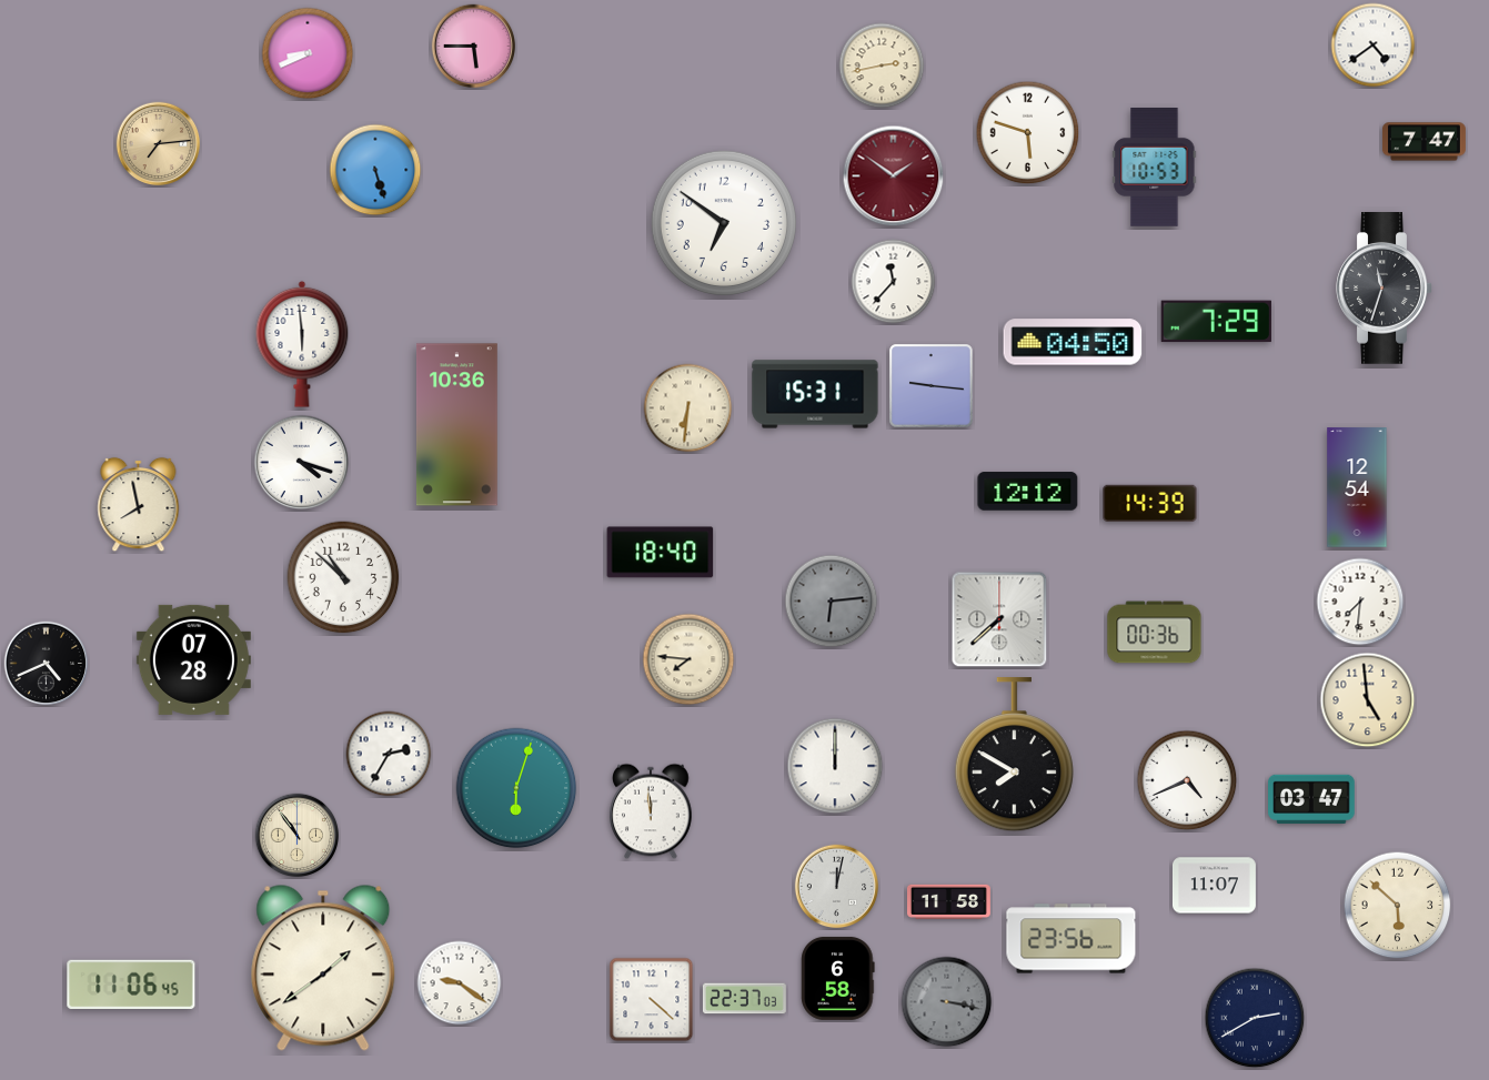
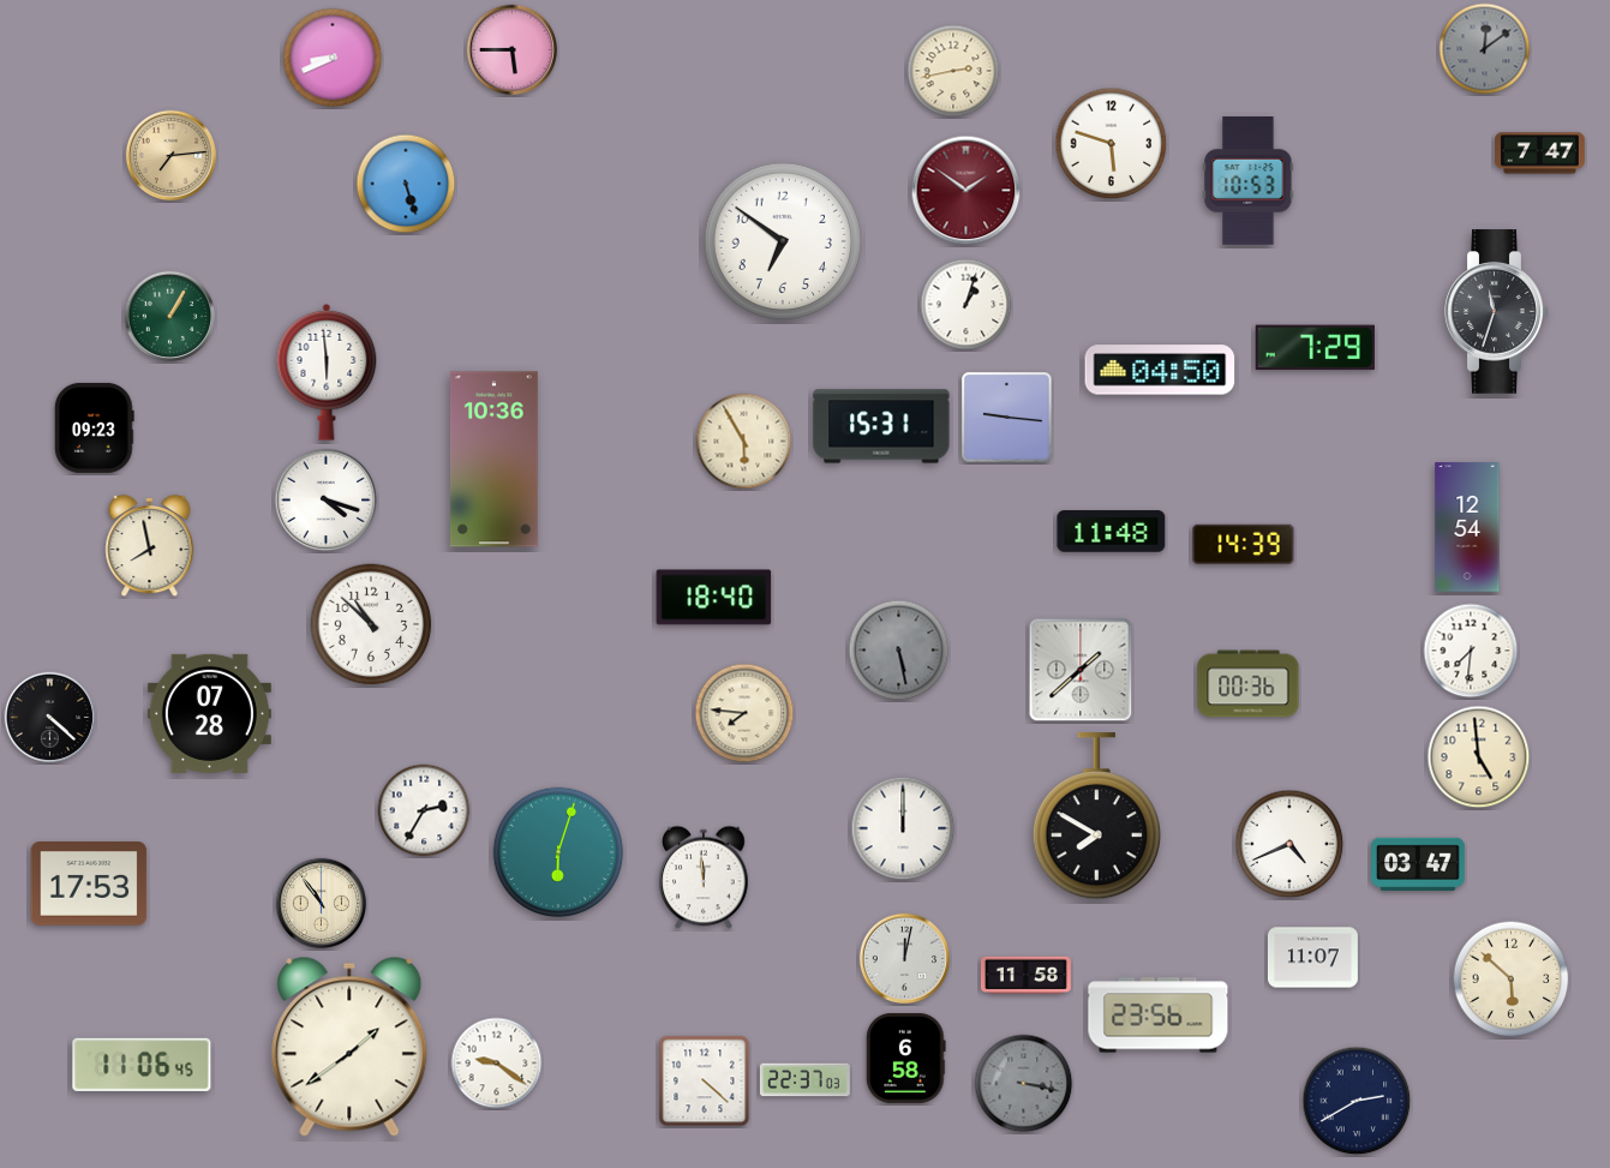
clock at (1374, 46): 4:39 -> 12:09
clock at (1374, 46) dial: white -> grey
clock at (894, 282): 11:37 -> 1:03
clock at (170, 317): none -> 1:05
clock at (95, 427): none -> 09:23
clock at (688, 408): 6:31 -> 5:55
clock at (1028, 492): 12:12 -> 11:48
clock at (832, 602): 6:14 -> 5:28
clock at (999, 619): 7:38 -> 1:38
clock at (47, 664): 4:41 -> 4:22
clock at (389, 754) position: (389, 754) -> (424, 810)
clock at (1187, 780) position: (1187, 780) -> (1289, 844)
clock at (89, 885): none -> 17:53
